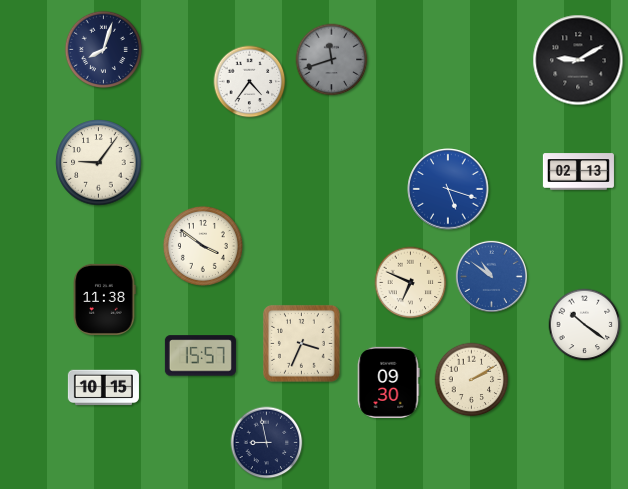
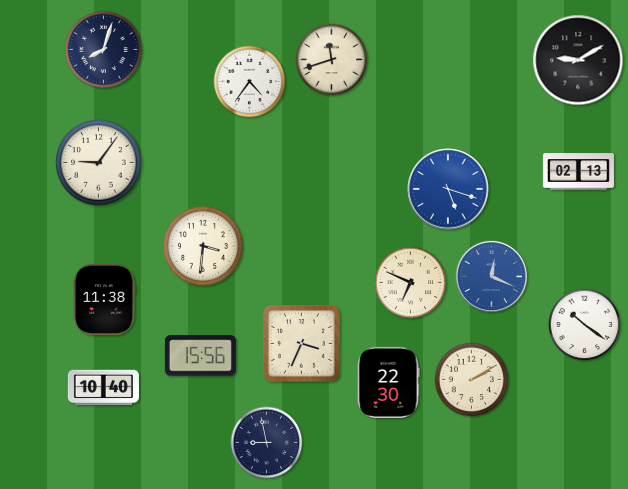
clock at (332, 60) dial: grey -> cream
clock at (203, 246): 3:51 -> 3:31
clock at (491, 276): 10:51 -> 12:19
clock at (200, 356): 15:57 -> 15:56
clock at (388, 382): 09:30 -> 22:30
clock at (103, 388): 10:15 -> 10:40
